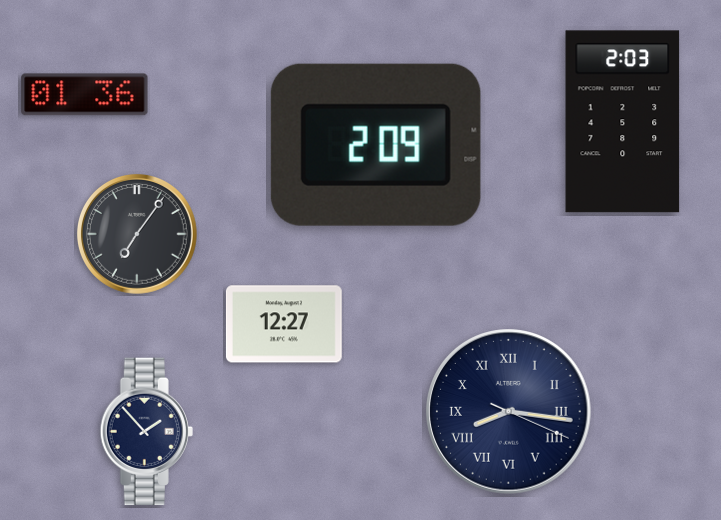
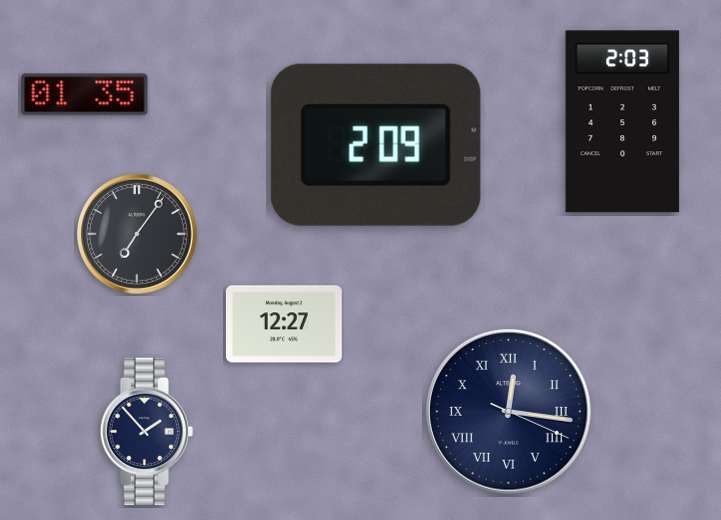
clock at (85, 95): 01:36 -> 01:35
clock at (509, 412): 8:16 -> 12:16
